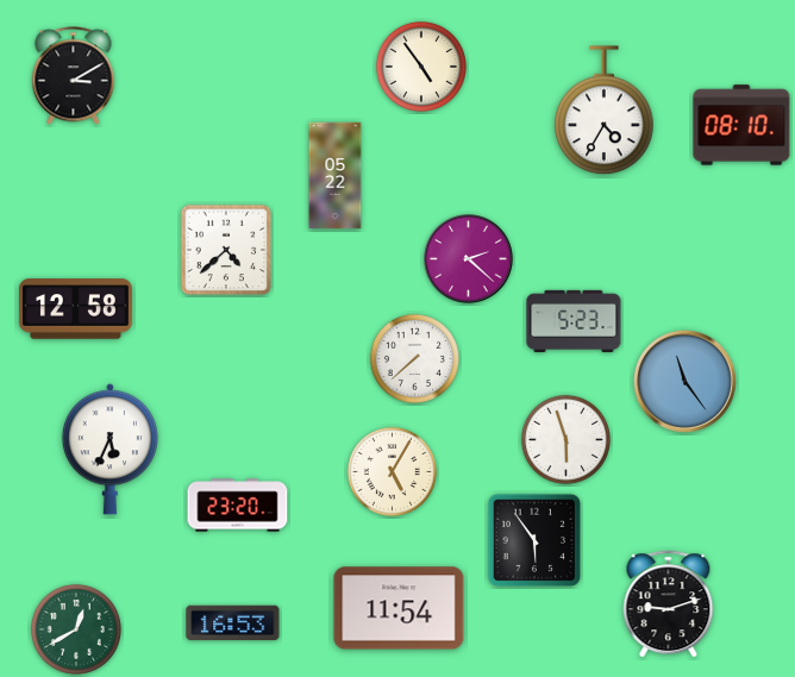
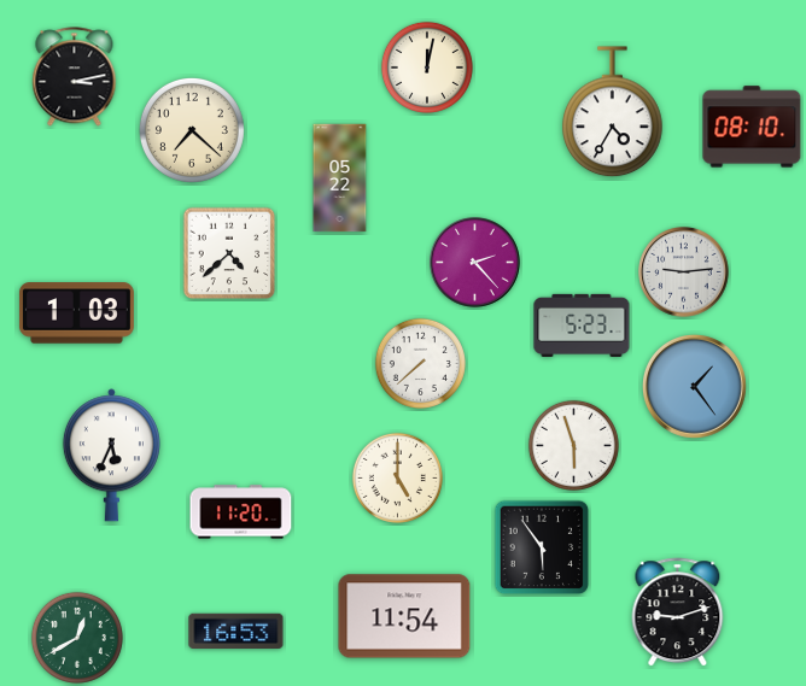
clock at (421, 67): 4:54 -> 12:02
clock at (74, 76): 3:10 -> 3:13
clock at (192, 130): none -> 7:22
clock at (469, 259): 2:22 -> 2:23
clock at (684, 272): none -> 9:14
clock at (75, 309): 12:58 -> 1:03
clock at (684, 381): 11:24 -> 1:24
clock at (392, 471): 5:05 -> 5:00
clock at (238, 506): 23:20 -> 11:20
